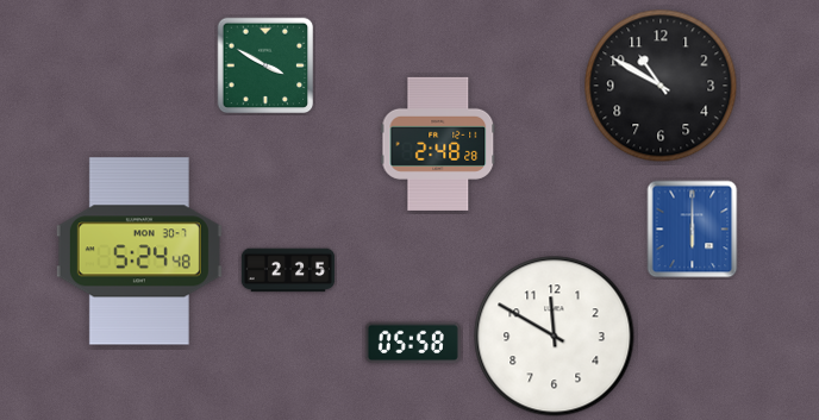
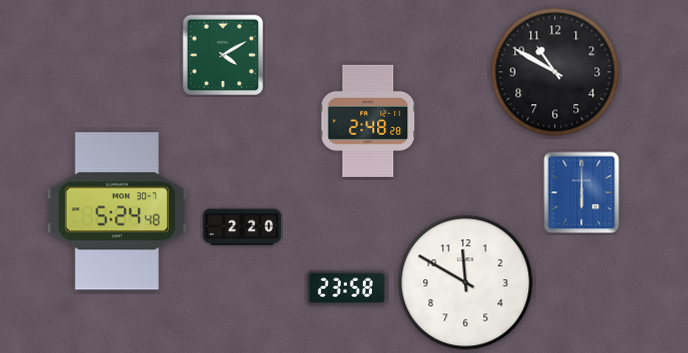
clock at (265, 65): 3:50 -> 4:10
clock at (288, 270): 2:25 -> 2:20
clock at (413, 343): 05:58 -> 23:58
